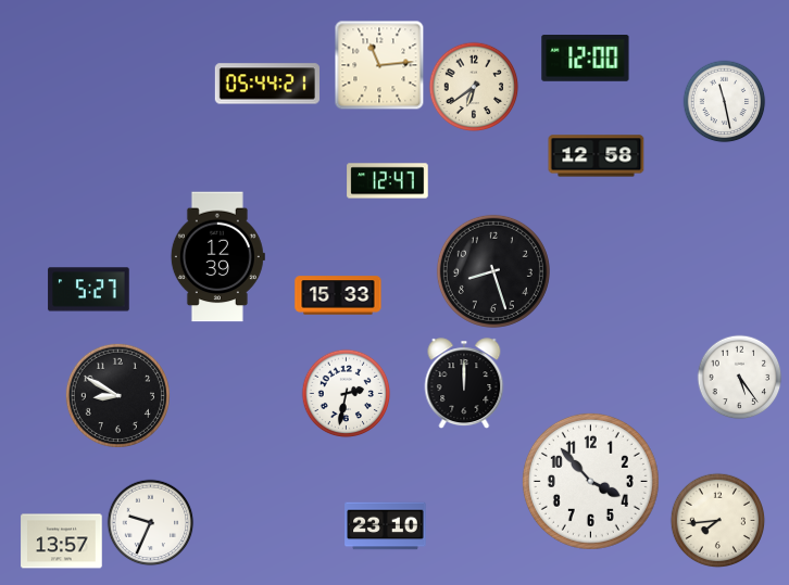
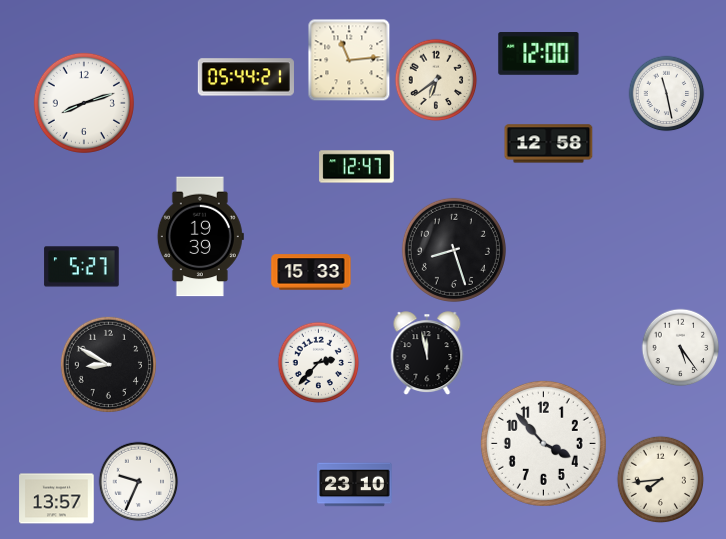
clock at (84, 103): none -> 8:12
clock at (217, 257): 12:39 -> 19:39
clock at (464, 383): 12:00 -> 11:58
clock at (347, 394): 2:32 -> 2:37
